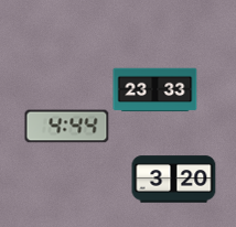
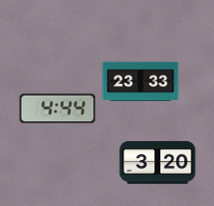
clock at (67, 127) position: (67, 127) -> (58, 109)
